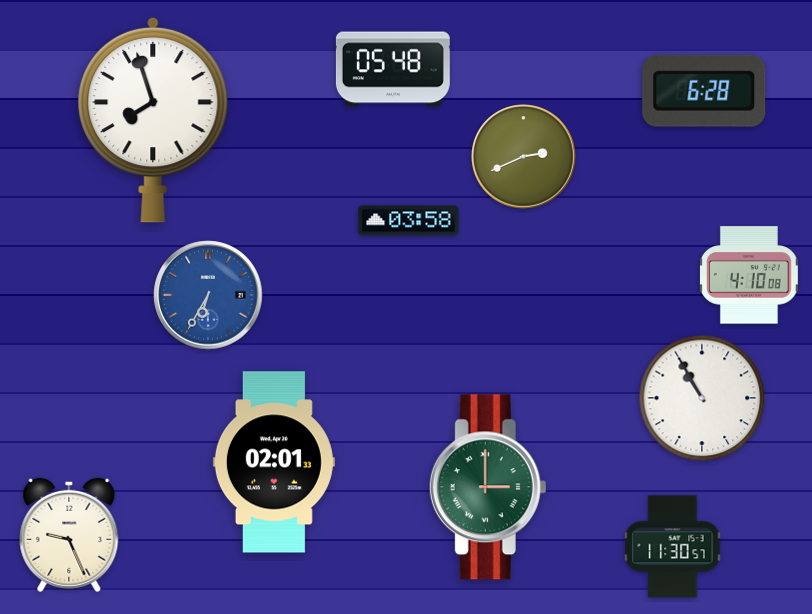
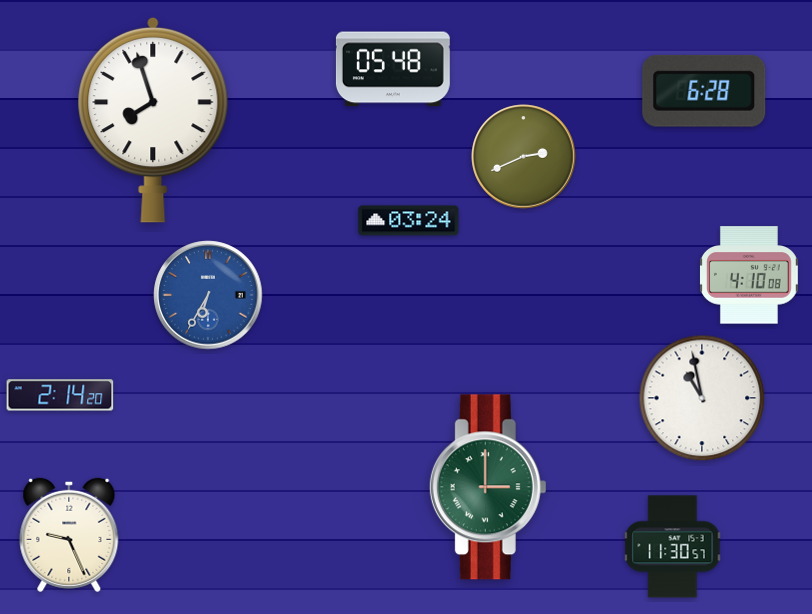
clock at (409, 221): 03:58 -> 03:24
clock at (60, 395): none -> 2:14
clock at (702, 398): 10:55 -> 10:58
clock at (274, 462): 02:01 -> none
